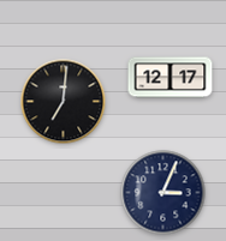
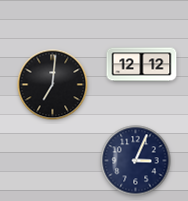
clock at (171, 78): 12:17 -> 12:12
